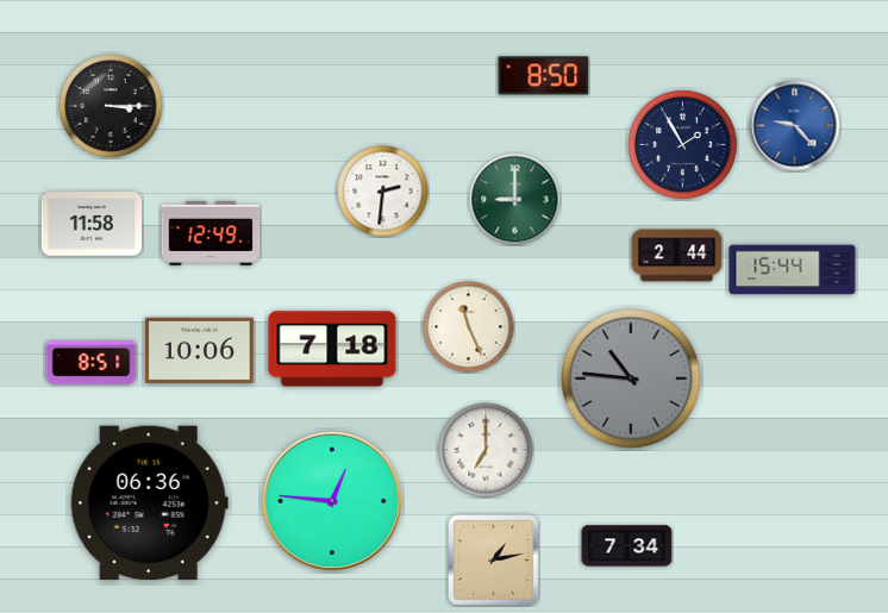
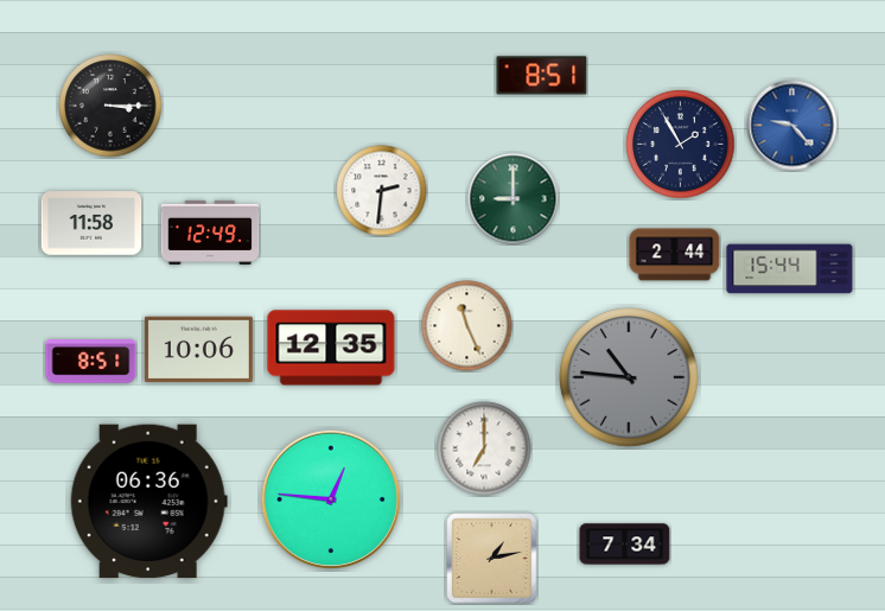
clock at (544, 76): 8:50 -> 8:51
clock at (332, 349): 7:18 -> 12:35
